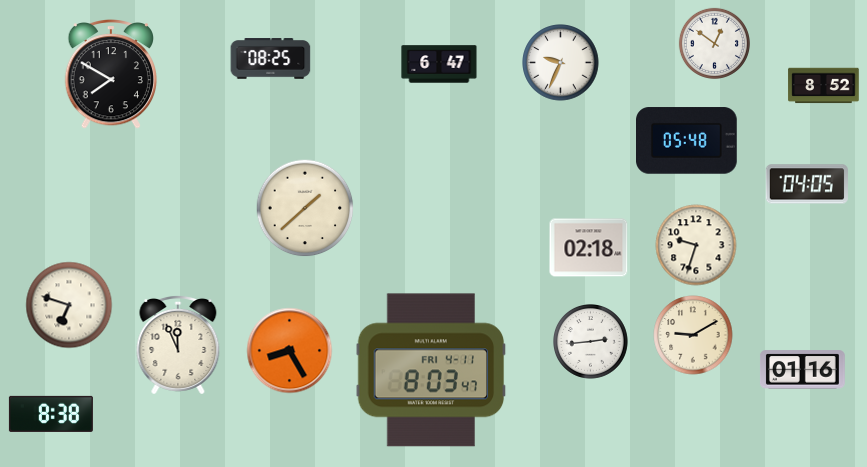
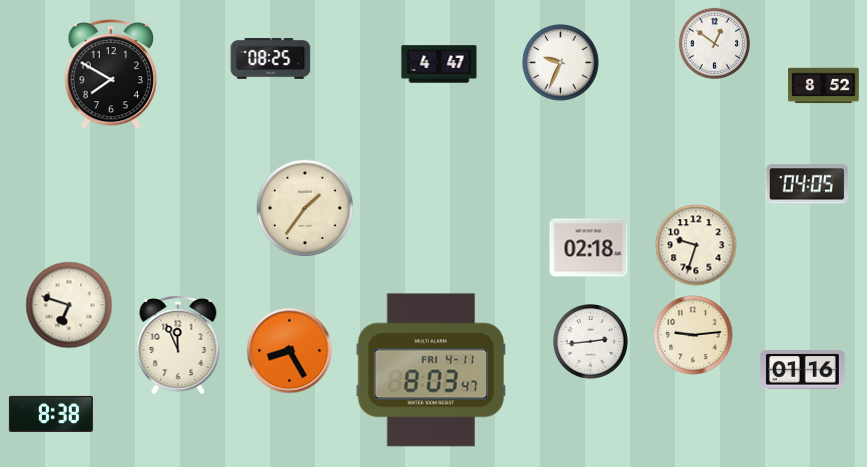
clock at (439, 64): 6:47 -> 4:47
clock at (687, 141): 05:48 -> none
clock at (305, 208): 1:38 -> 1:36
clock at (693, 335): 9:10 -> 9:14
